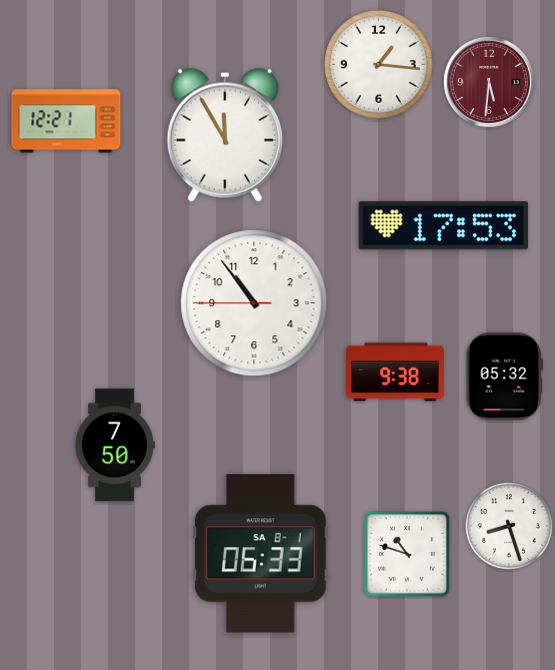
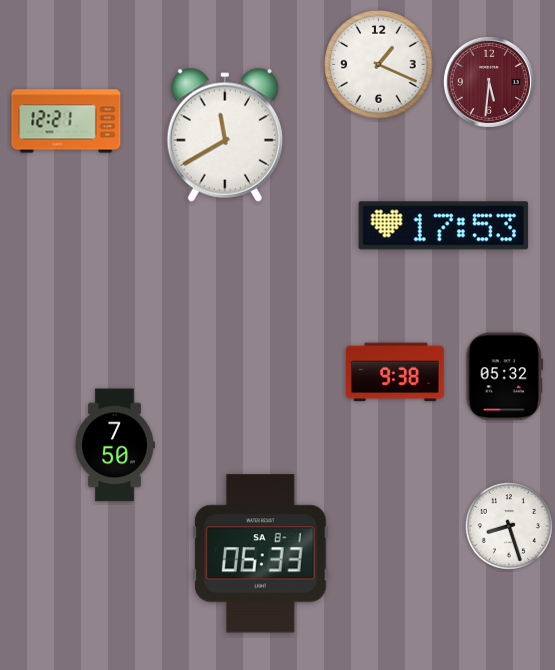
clock at (379, 65): 1:16 -> 1:19
clock at (225, 135): 11:55 -> 11:40
clock at (254, 303): 10:53 -> none
clock at (407, 554): 10:48 -> none
